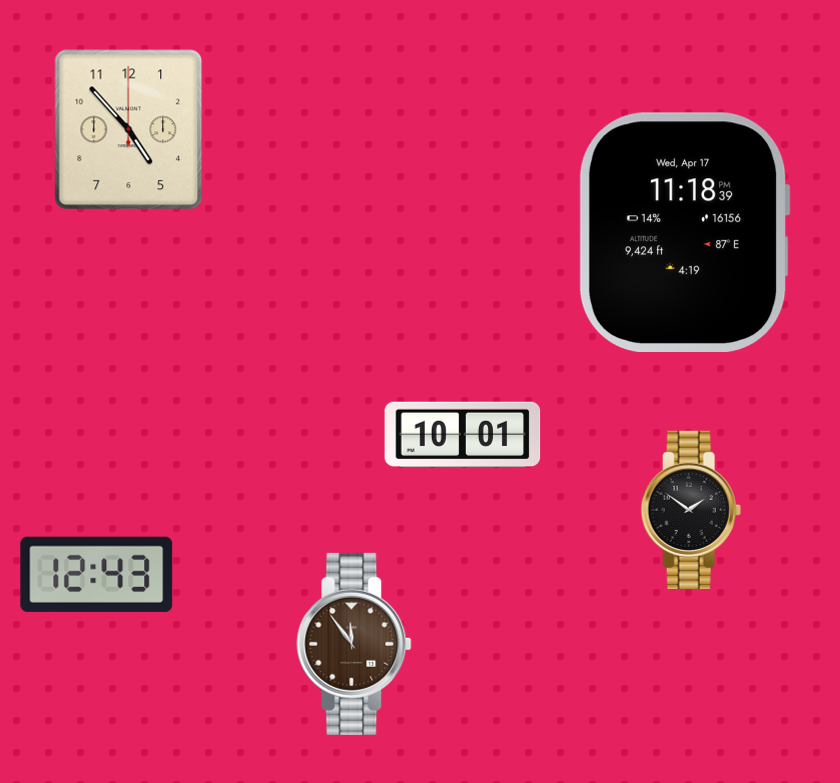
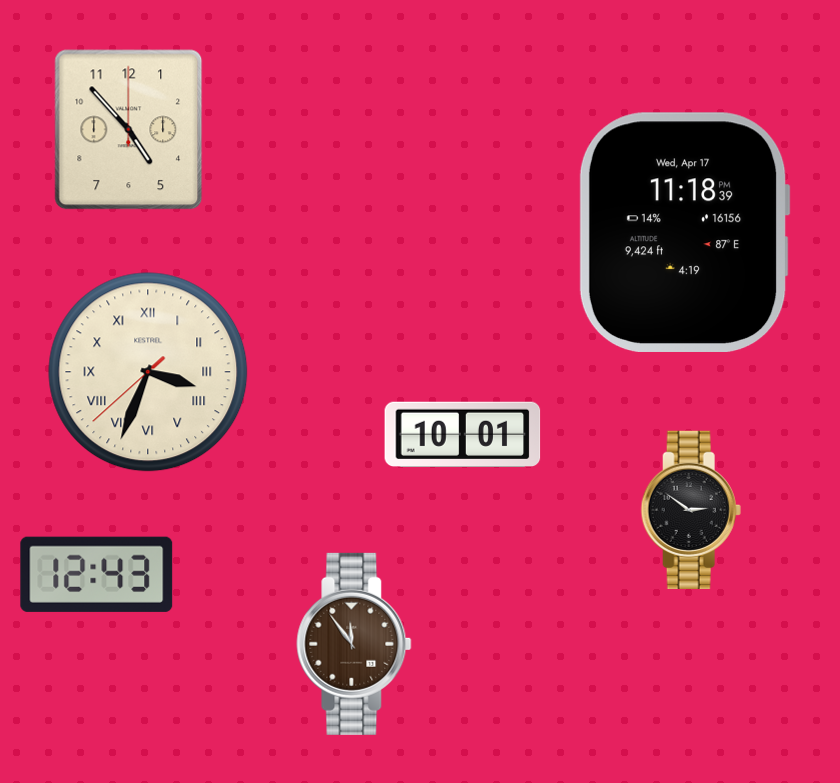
clock at (148, 372): none -> 3:33
clock at (691, 510): 1:51 -> 2:51
